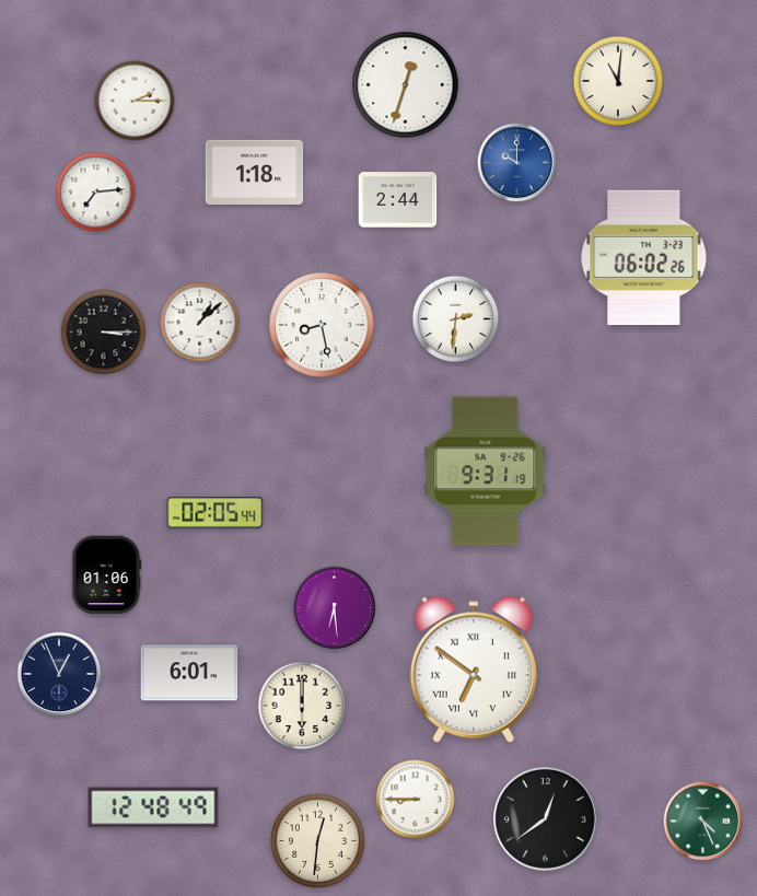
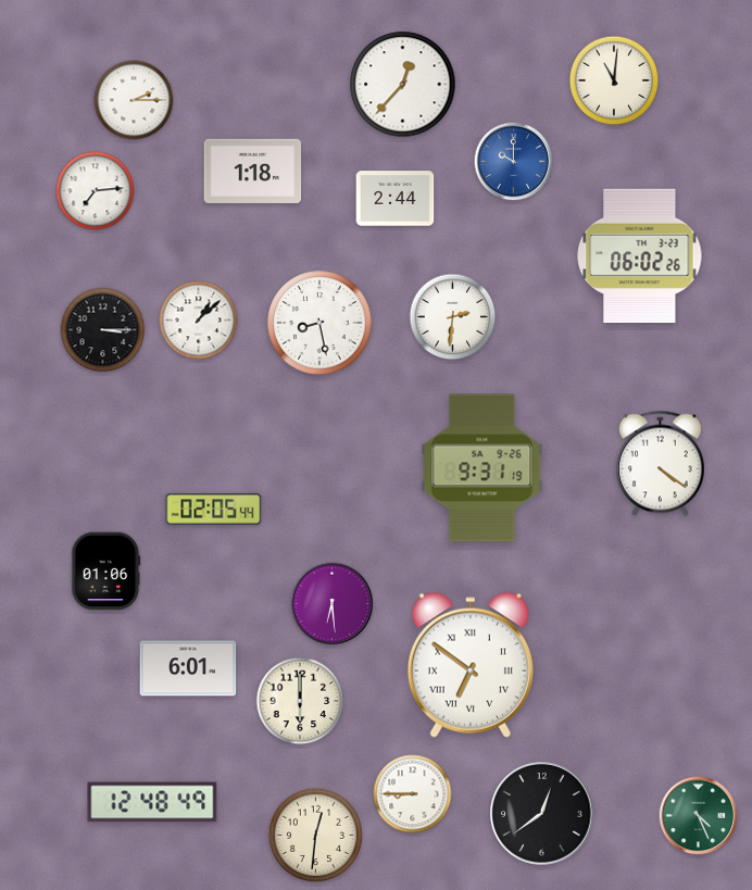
clock at (406, 85): 12:33 -> 12:37
clock at (660, 464): none -> 4:21
clock at (59, 674): 12:56 -> none
